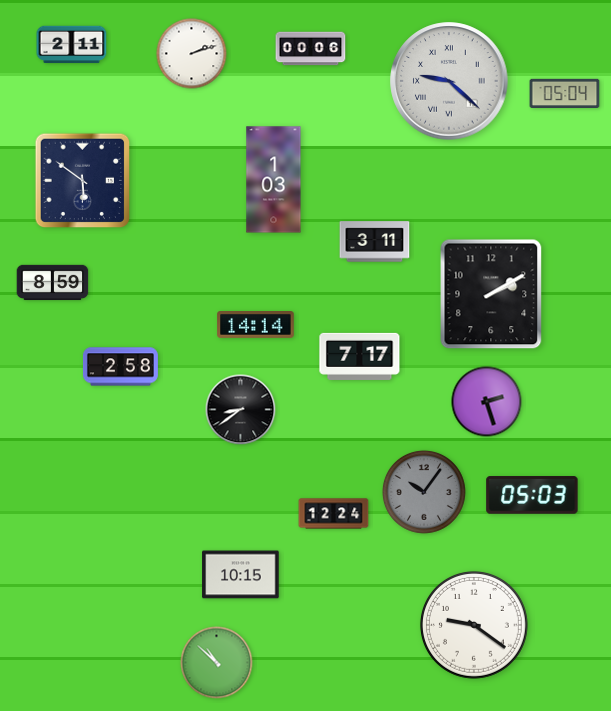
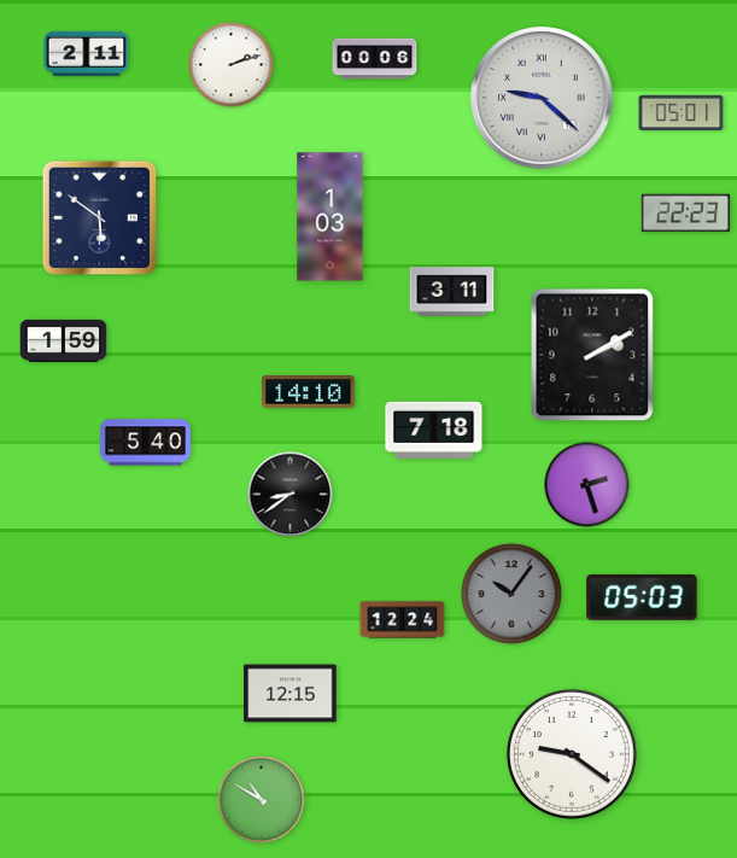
clock at (565, 93): 05:04 -> 05:01
clock at (685, 214): none -> 22:23
clock at (53, 283): 8:59 -> 1:59
clock at (256, 325): 14:14 -> 14:10
clock at (360, 356): 7:17 -> 7:18
clock at (120, 367): 2:58 -> 5:40
clock at (241, 575): 10:15 -> 12:15
clock at (217, 663): 10:52 -> 10:50
